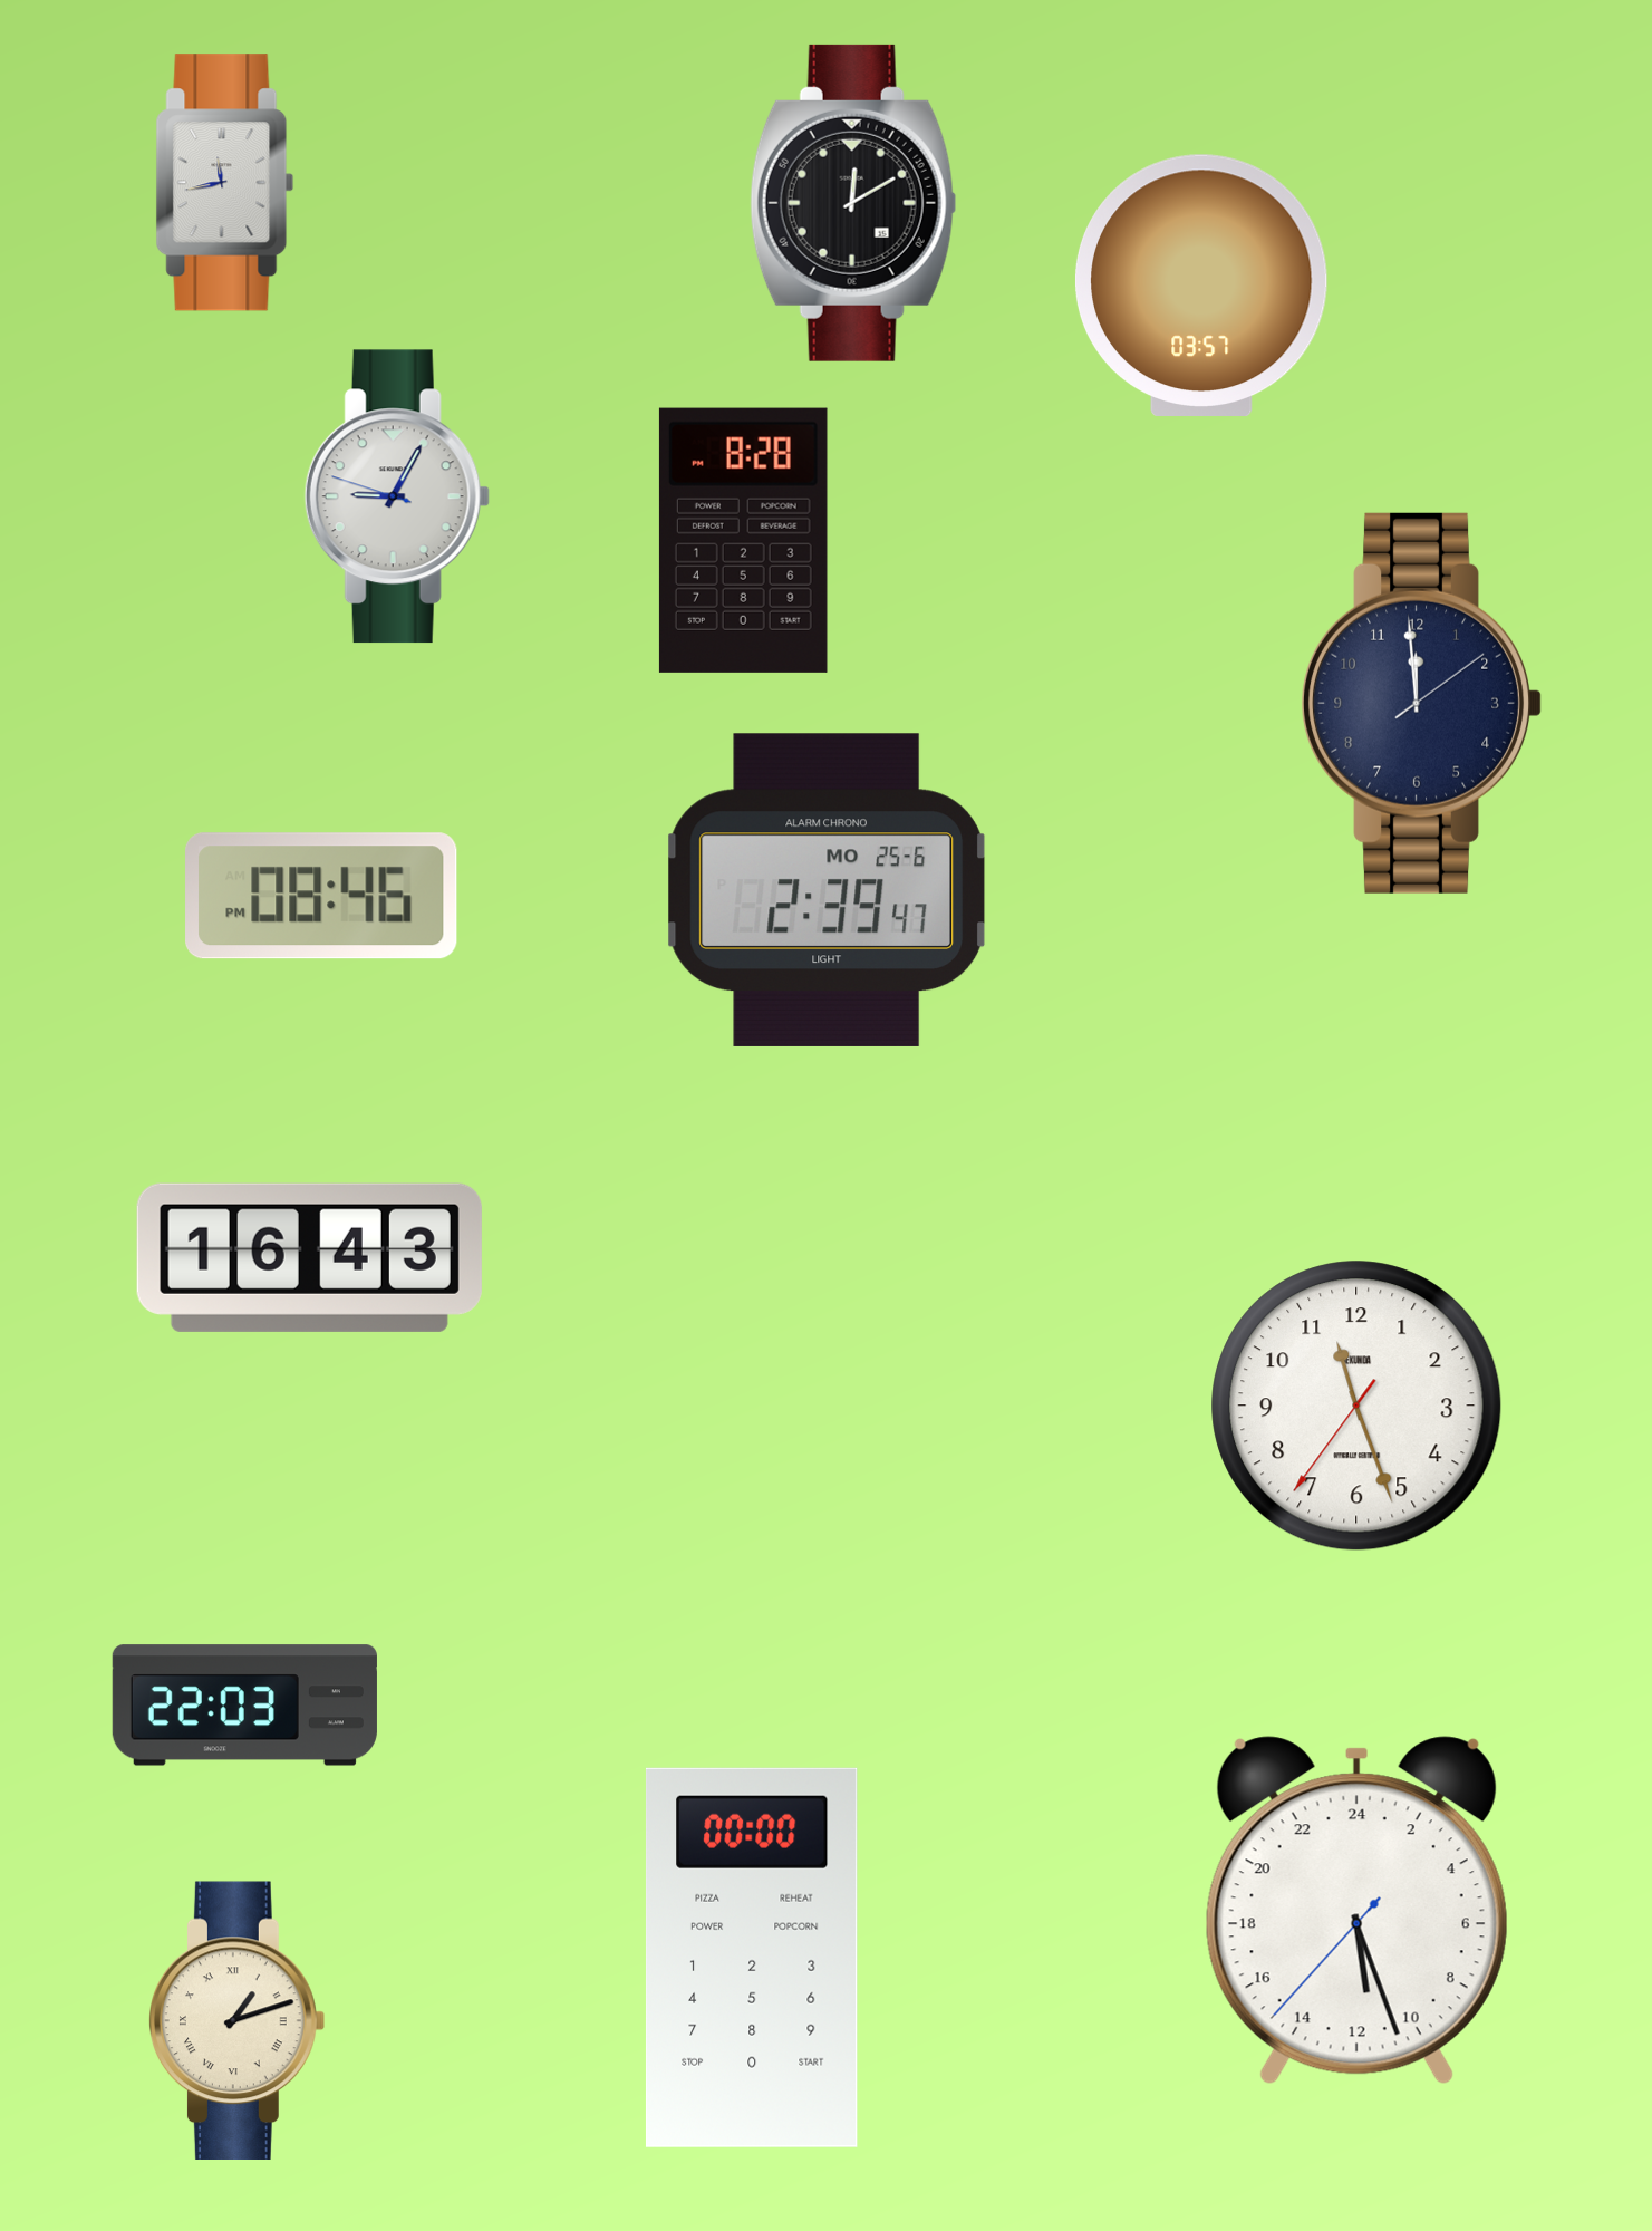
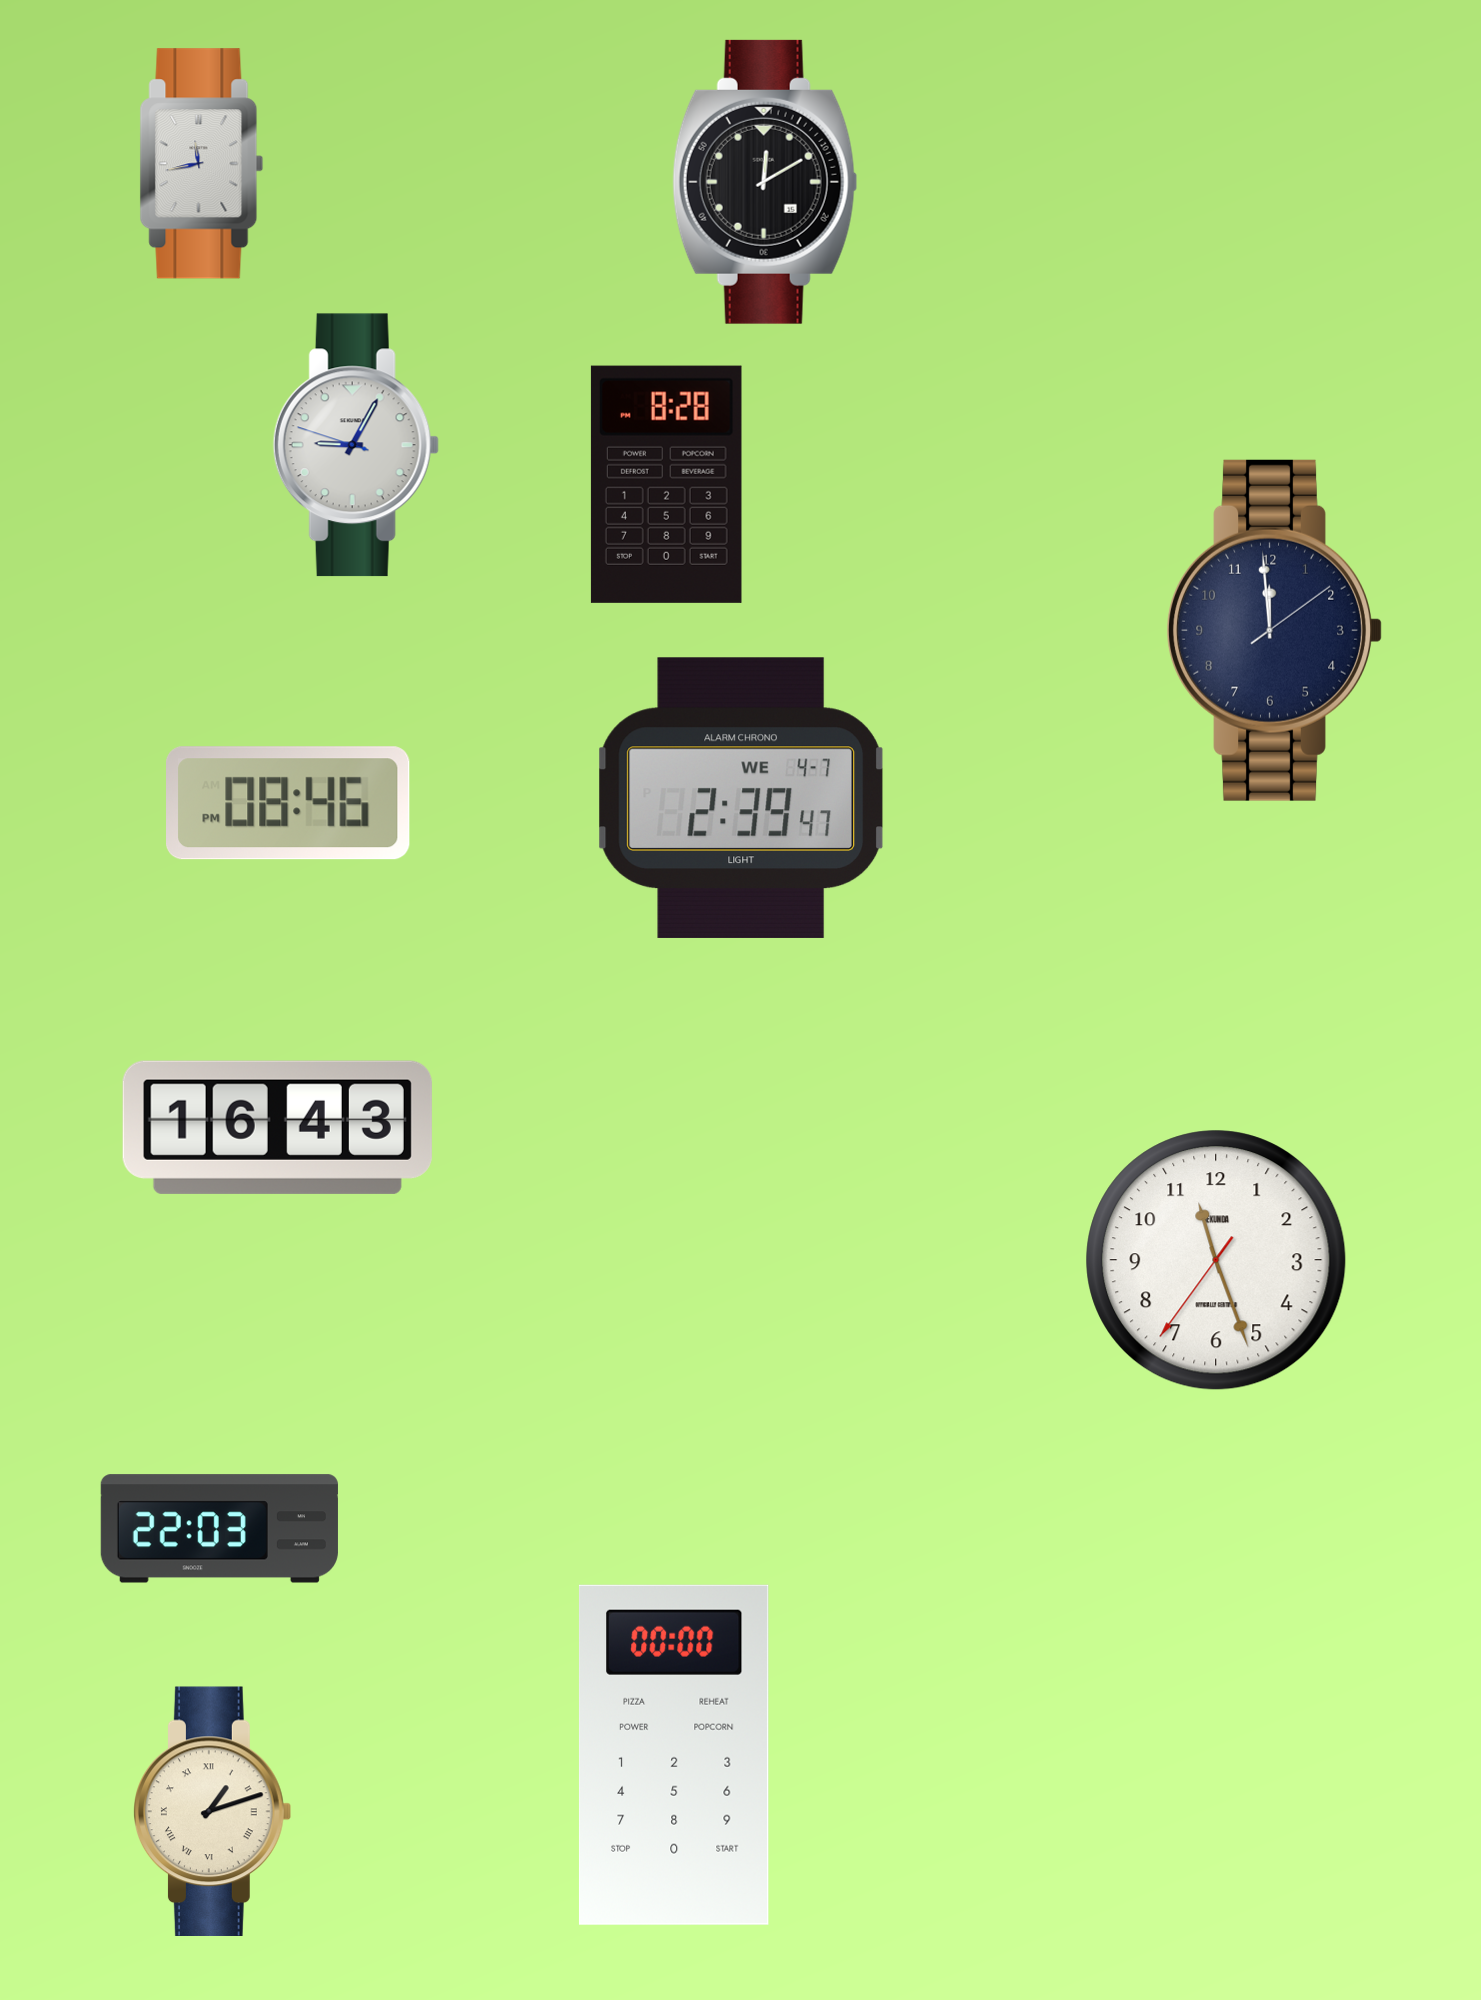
clock at (1201, 284): 03:57 -> none
clock at (825, 890) date: MO 25-6 -> WE 4-7
clock at (1356, 1911): 11:26 -> none
